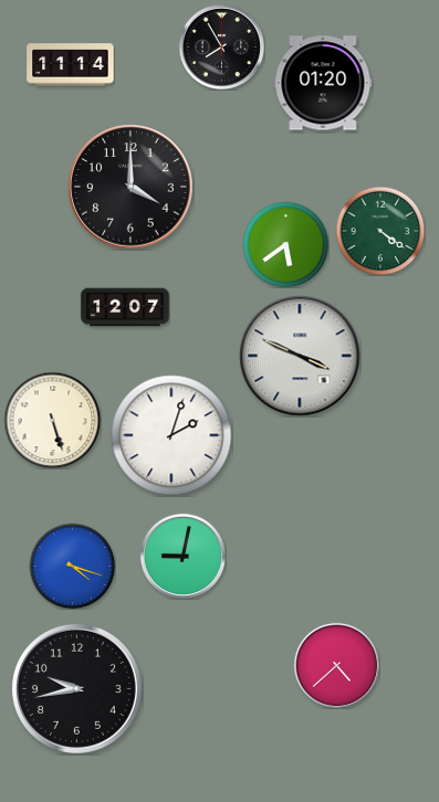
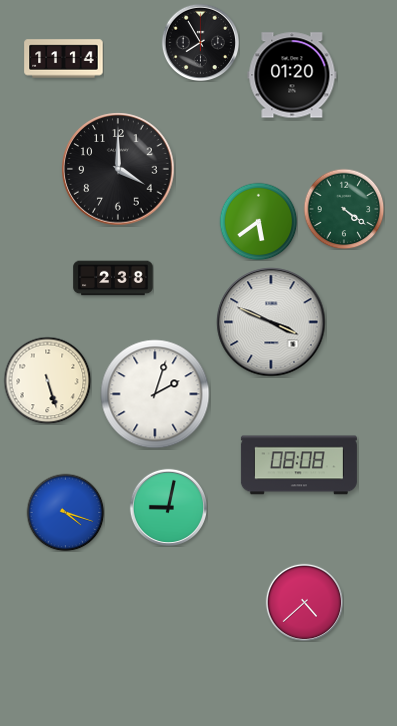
clock at (125, 307): 12:07 -> 2:38
clock at (299, 465): none -> 08:08
clock at (182, 556) position: (182, 556) -> (168, 507)
clock at (76, 688): 9:43 -> none
